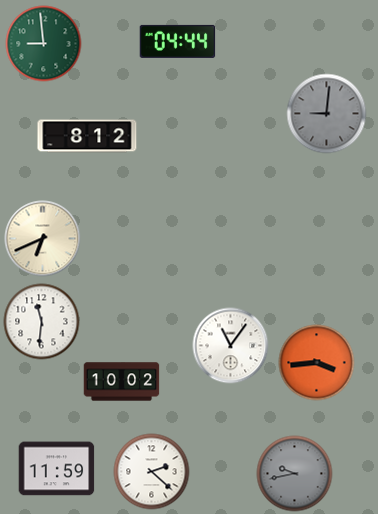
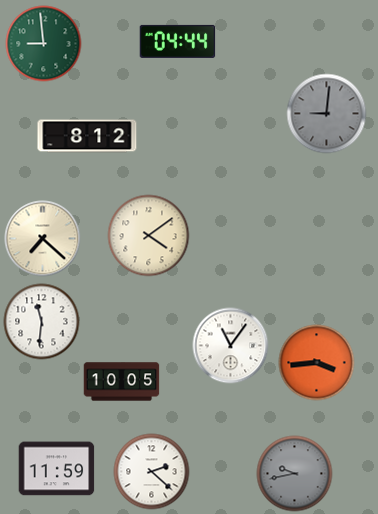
clock at (149, 236): none -> 4:09
clock at (43, 239): 6:41 -> 7:22
clock at (122, 382): 10:02 -> 10:05
